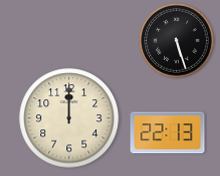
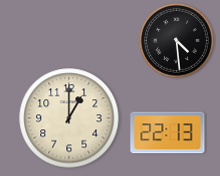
clock at (177, 41): 5:27 -> 4:29
clock at (69, 118): 12:00 -> 1:00
